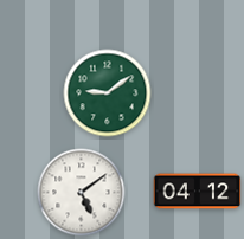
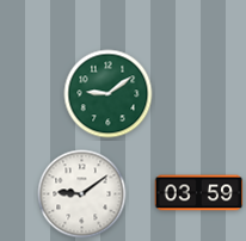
clock at (198, 192): 04:12 -> 03:59
clock at (82, 193): 5:09 -> 9:09
